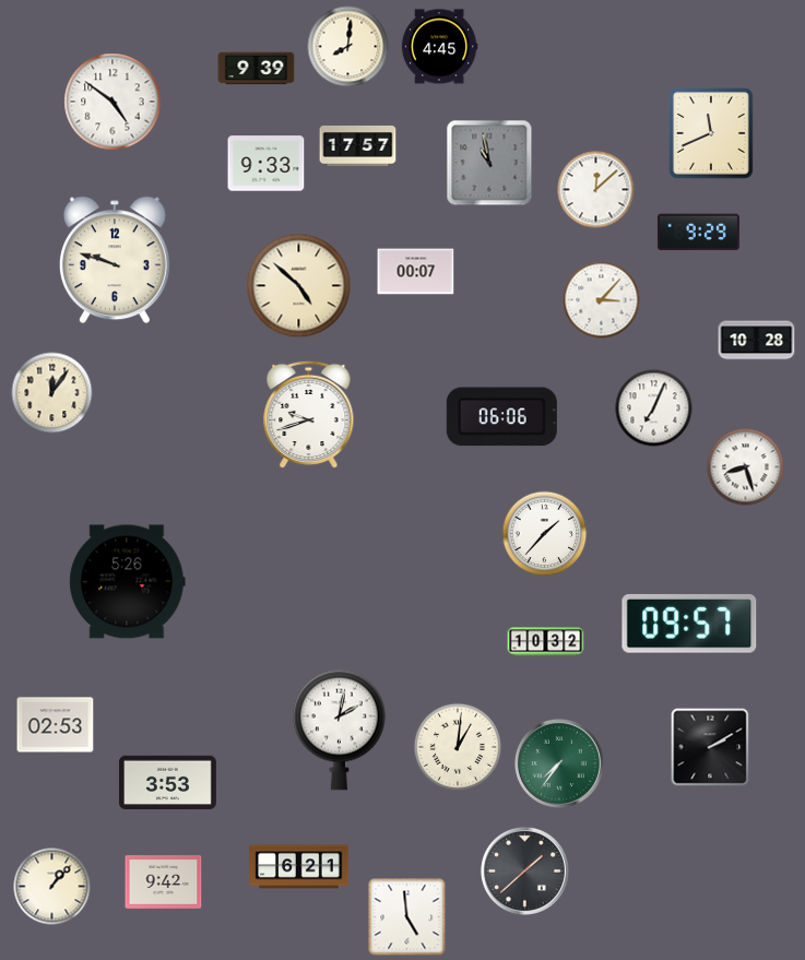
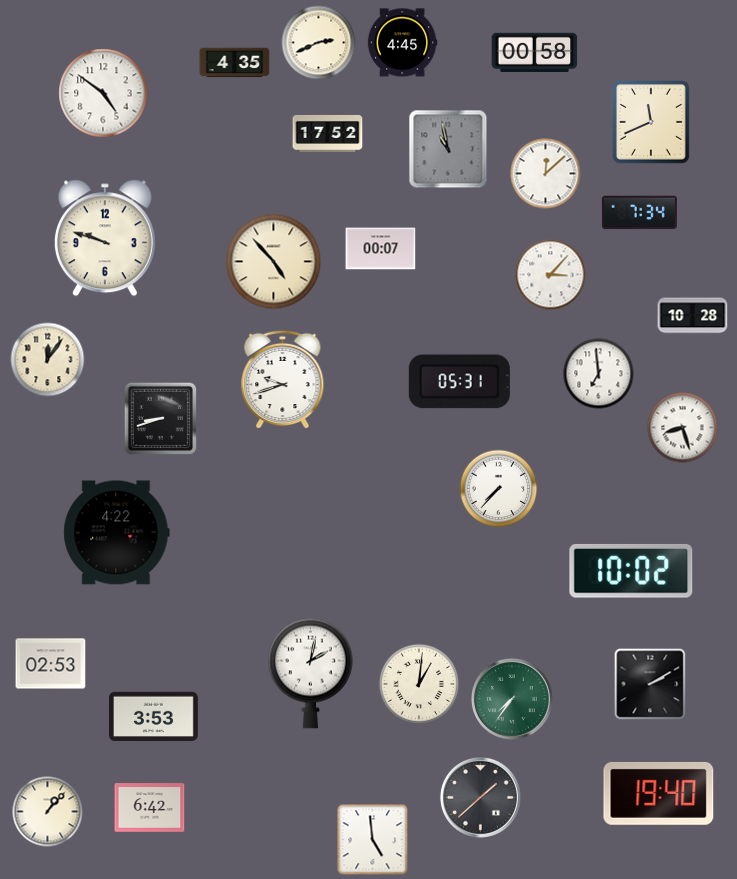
clock at (348, 47): 8:01 -> 2:41
clock at (535, 52): none -> 00:58
clock at (257, 69): 9:39 -> 4:35
clock at (358, 145): 17:57 -> 17:52
clock at (267, 164): 9:33 -> none
clock at (698, 233): 9:29 -> 7:34
clock at (299, 286): 4:52 -> 4:53
clock at (757, 341) position: (757, 341) -> (693, 316)
clock at (654, 408): 7:04 -> 6:59
clock at (501, 417): 06:06 -> 05:31
clock at (160, 418): none -> 8:42
clock at (545, 534): 1:37 -> 7:37
clock at (128, 582): 5:26 -> 4:22
clock at (689, 624): 09:57 -> 10:02
clock at (546, 642): 10:32 -> none
clock at (340, 730) position: (340, 730) -> (311, 673)
clock at (659, 793): none -> 19:40
clock at (299, 867): 6:21 -> none
clock at (164, 882): 9:42 -> 6:42
